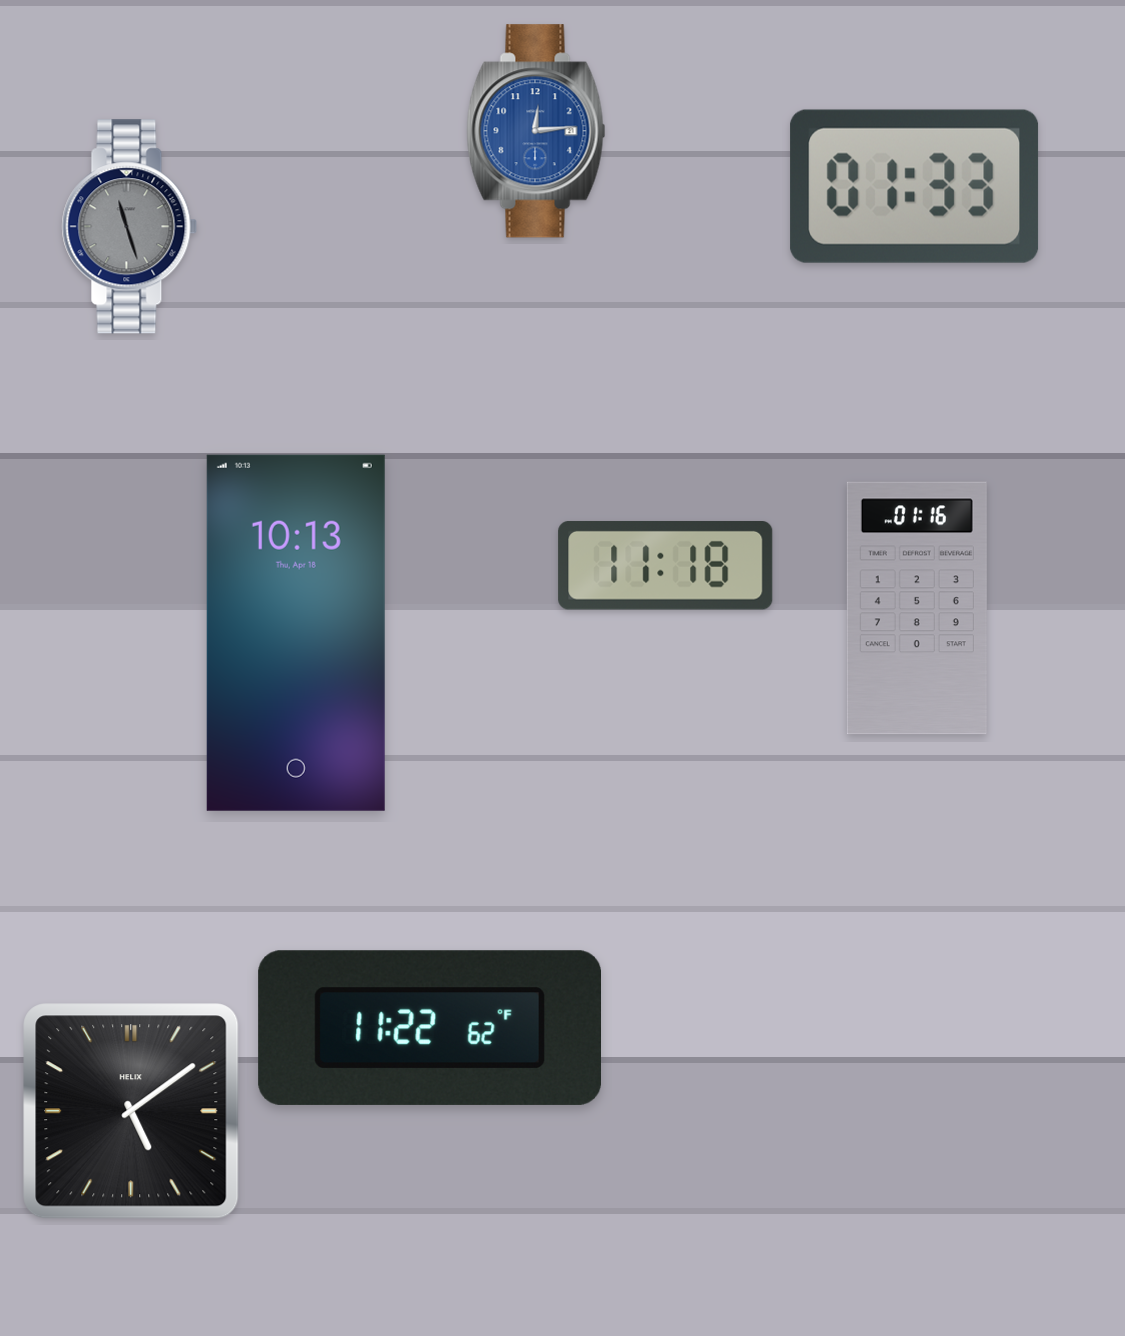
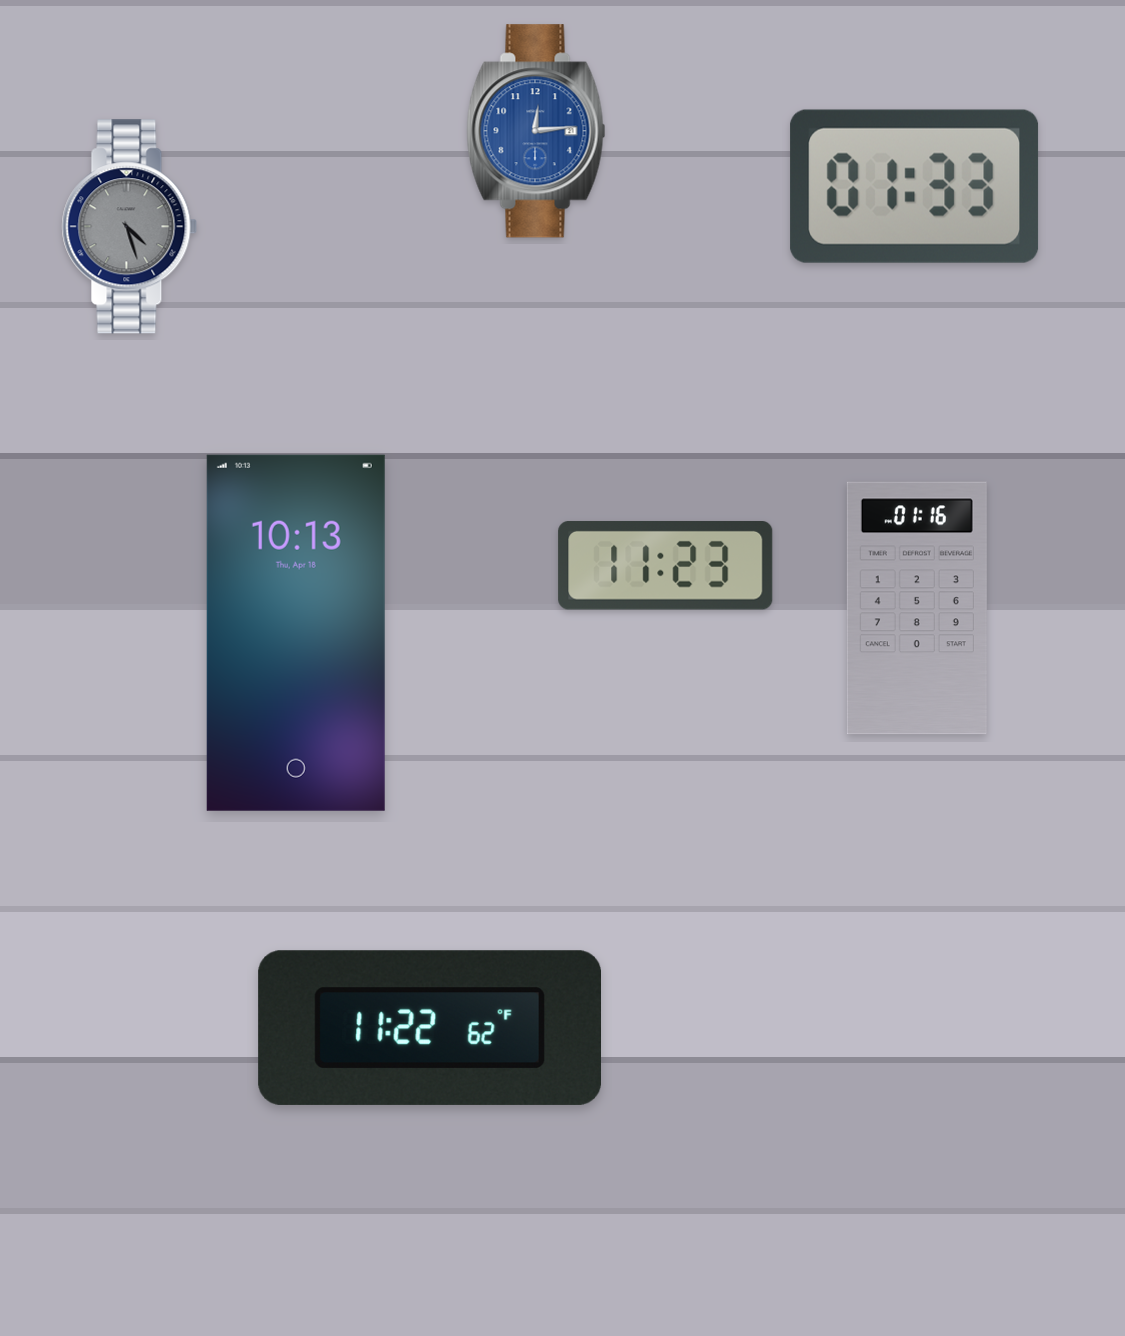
clock at (130, 227): 11:27 -> 4:27
clock at (666, 565): 11:18 -> 11:23
clock at (131, 1111): 5:09 -> none
